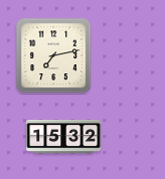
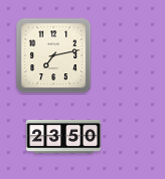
clock at (64, 137): 15:32 -> 23:50
